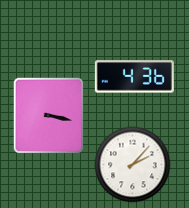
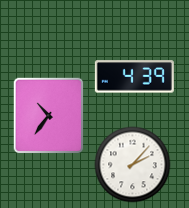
clock at (134, 77): 4:36 -> 4:39
clock at (49, 116): 3:17 -> 10:36
